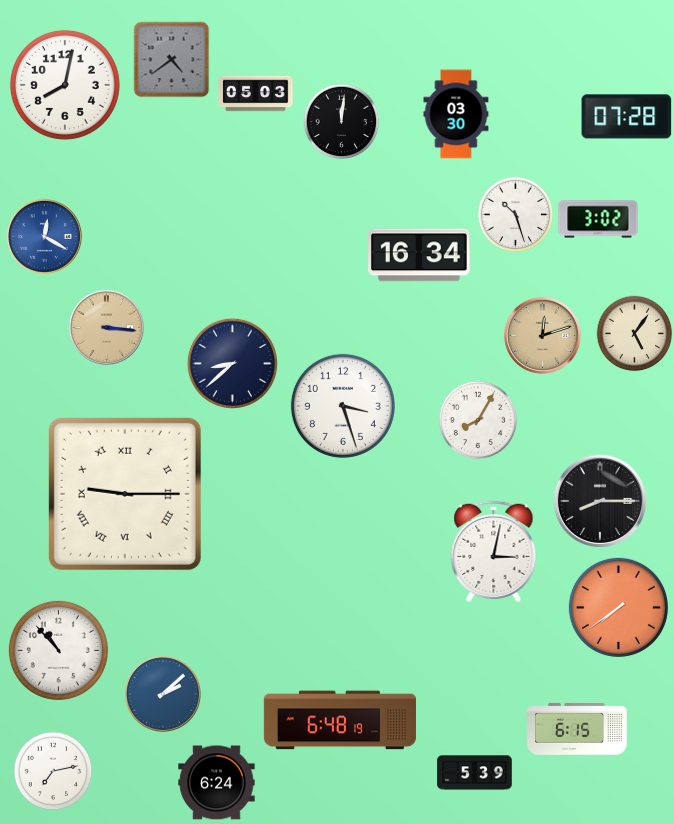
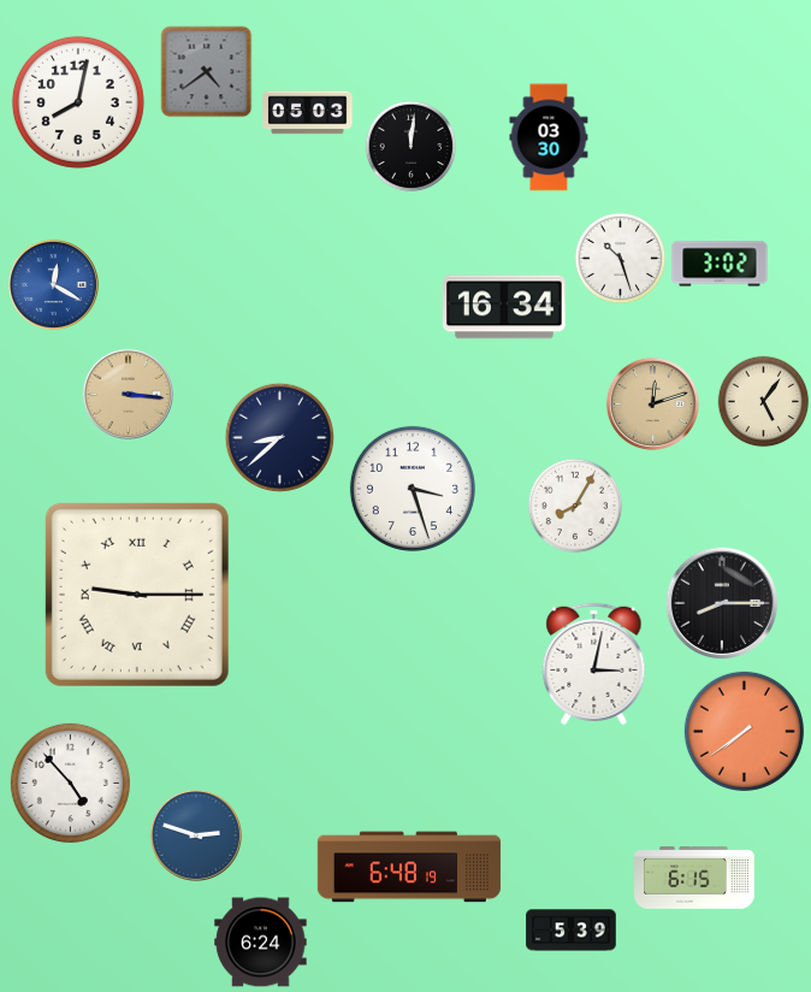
clock at (627, 117): 07:28 -> none
clock at (125, 494) position: (125, 494) -> (137, 595)
clock at (58, 650): 10:53 -> 4:53
clock at (163, 694): 2:08 -> 2:48
clock at (53, 771): 7:13 -> none
